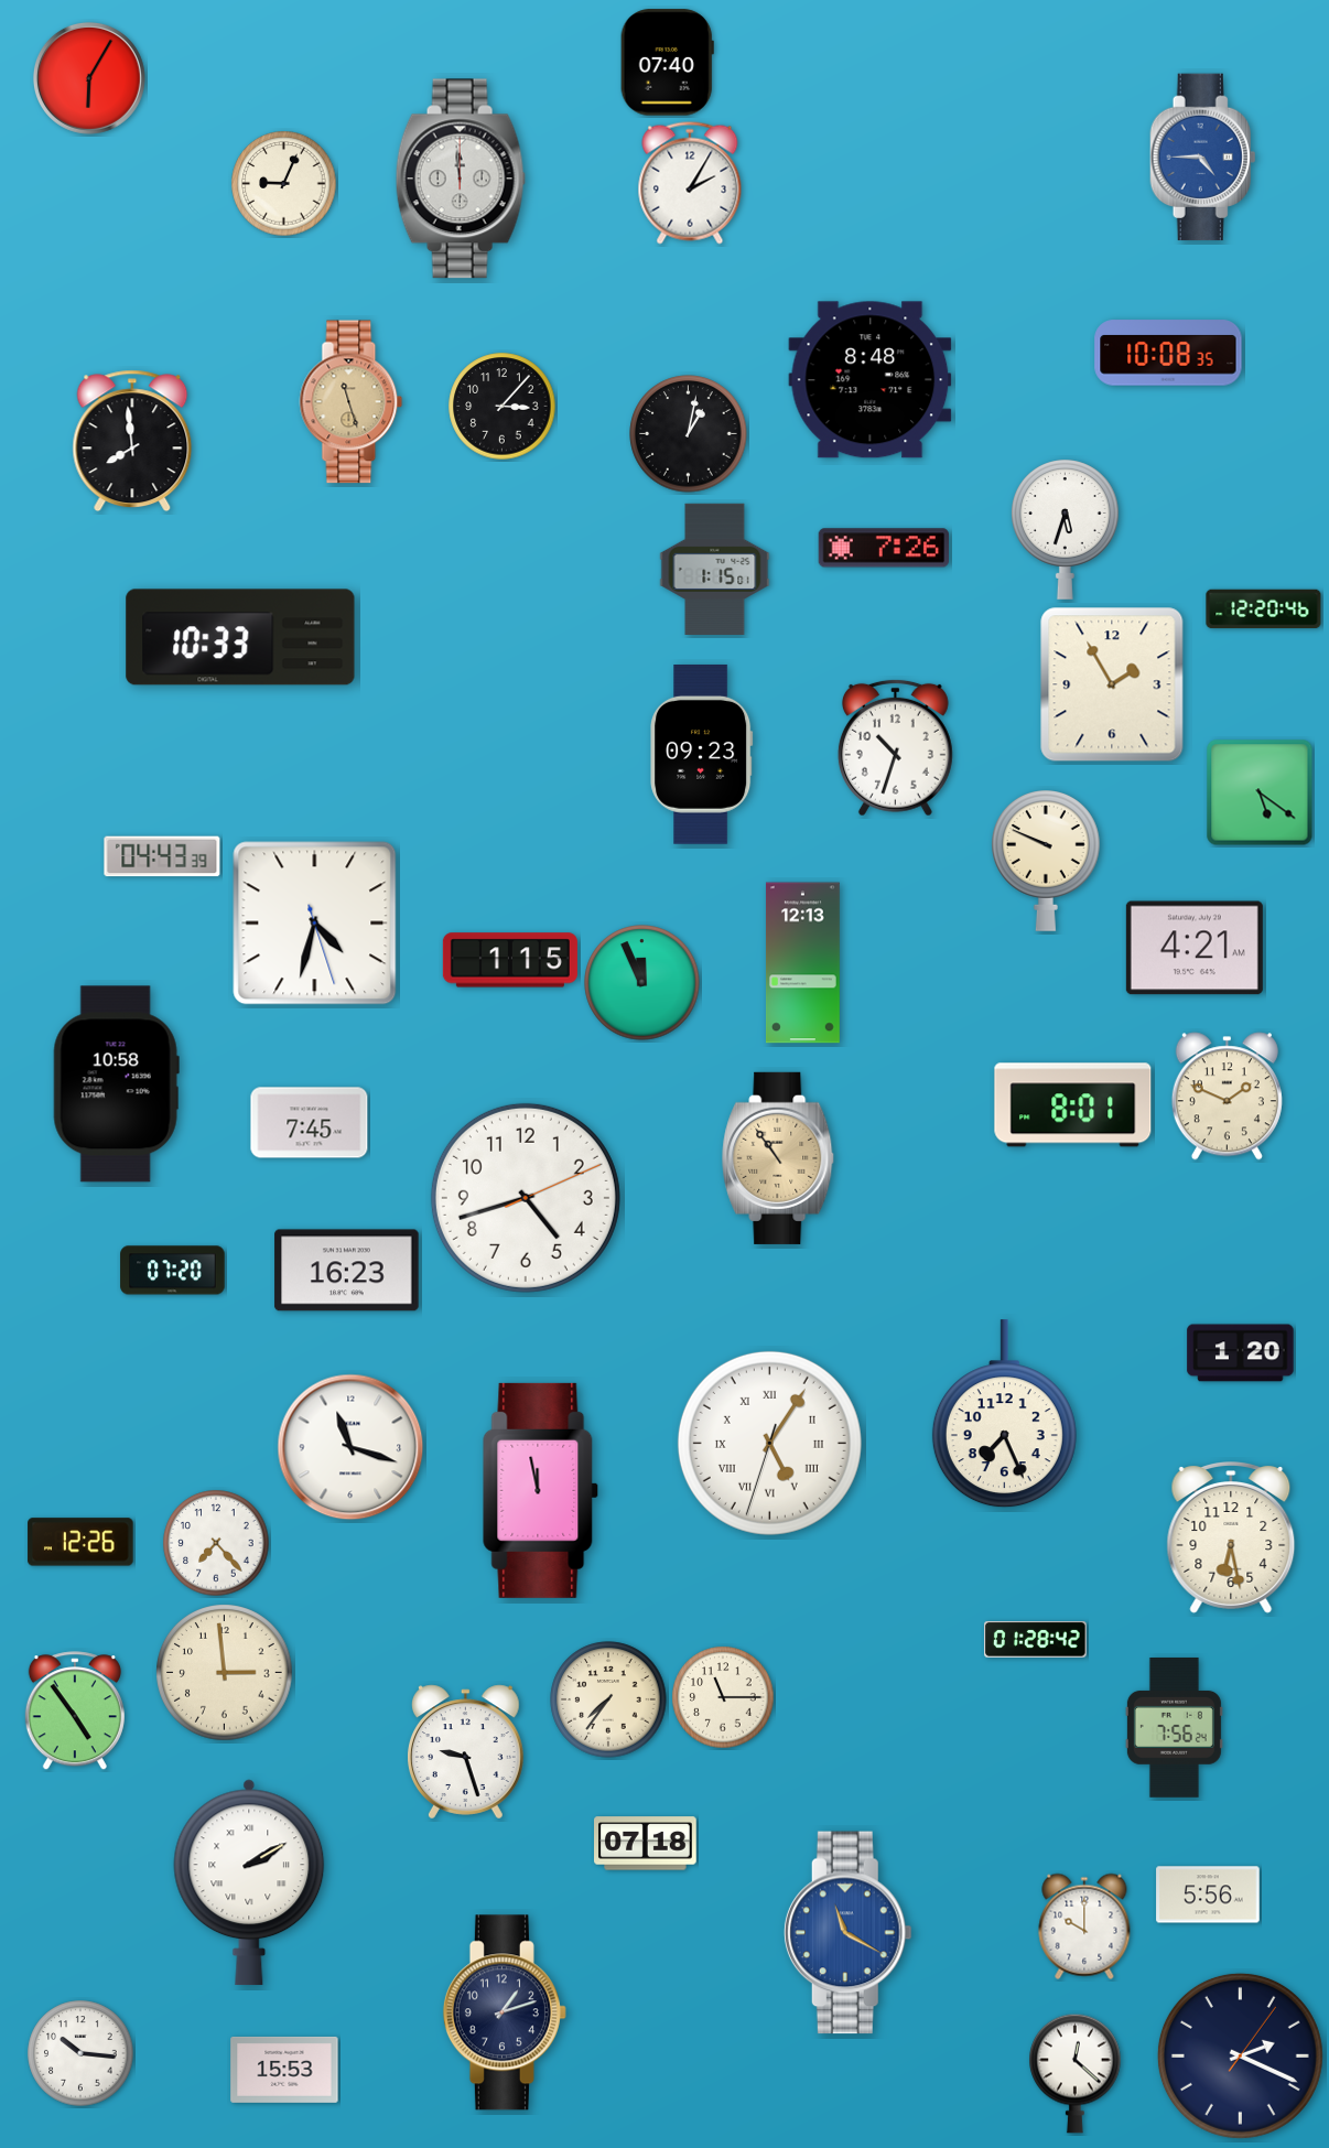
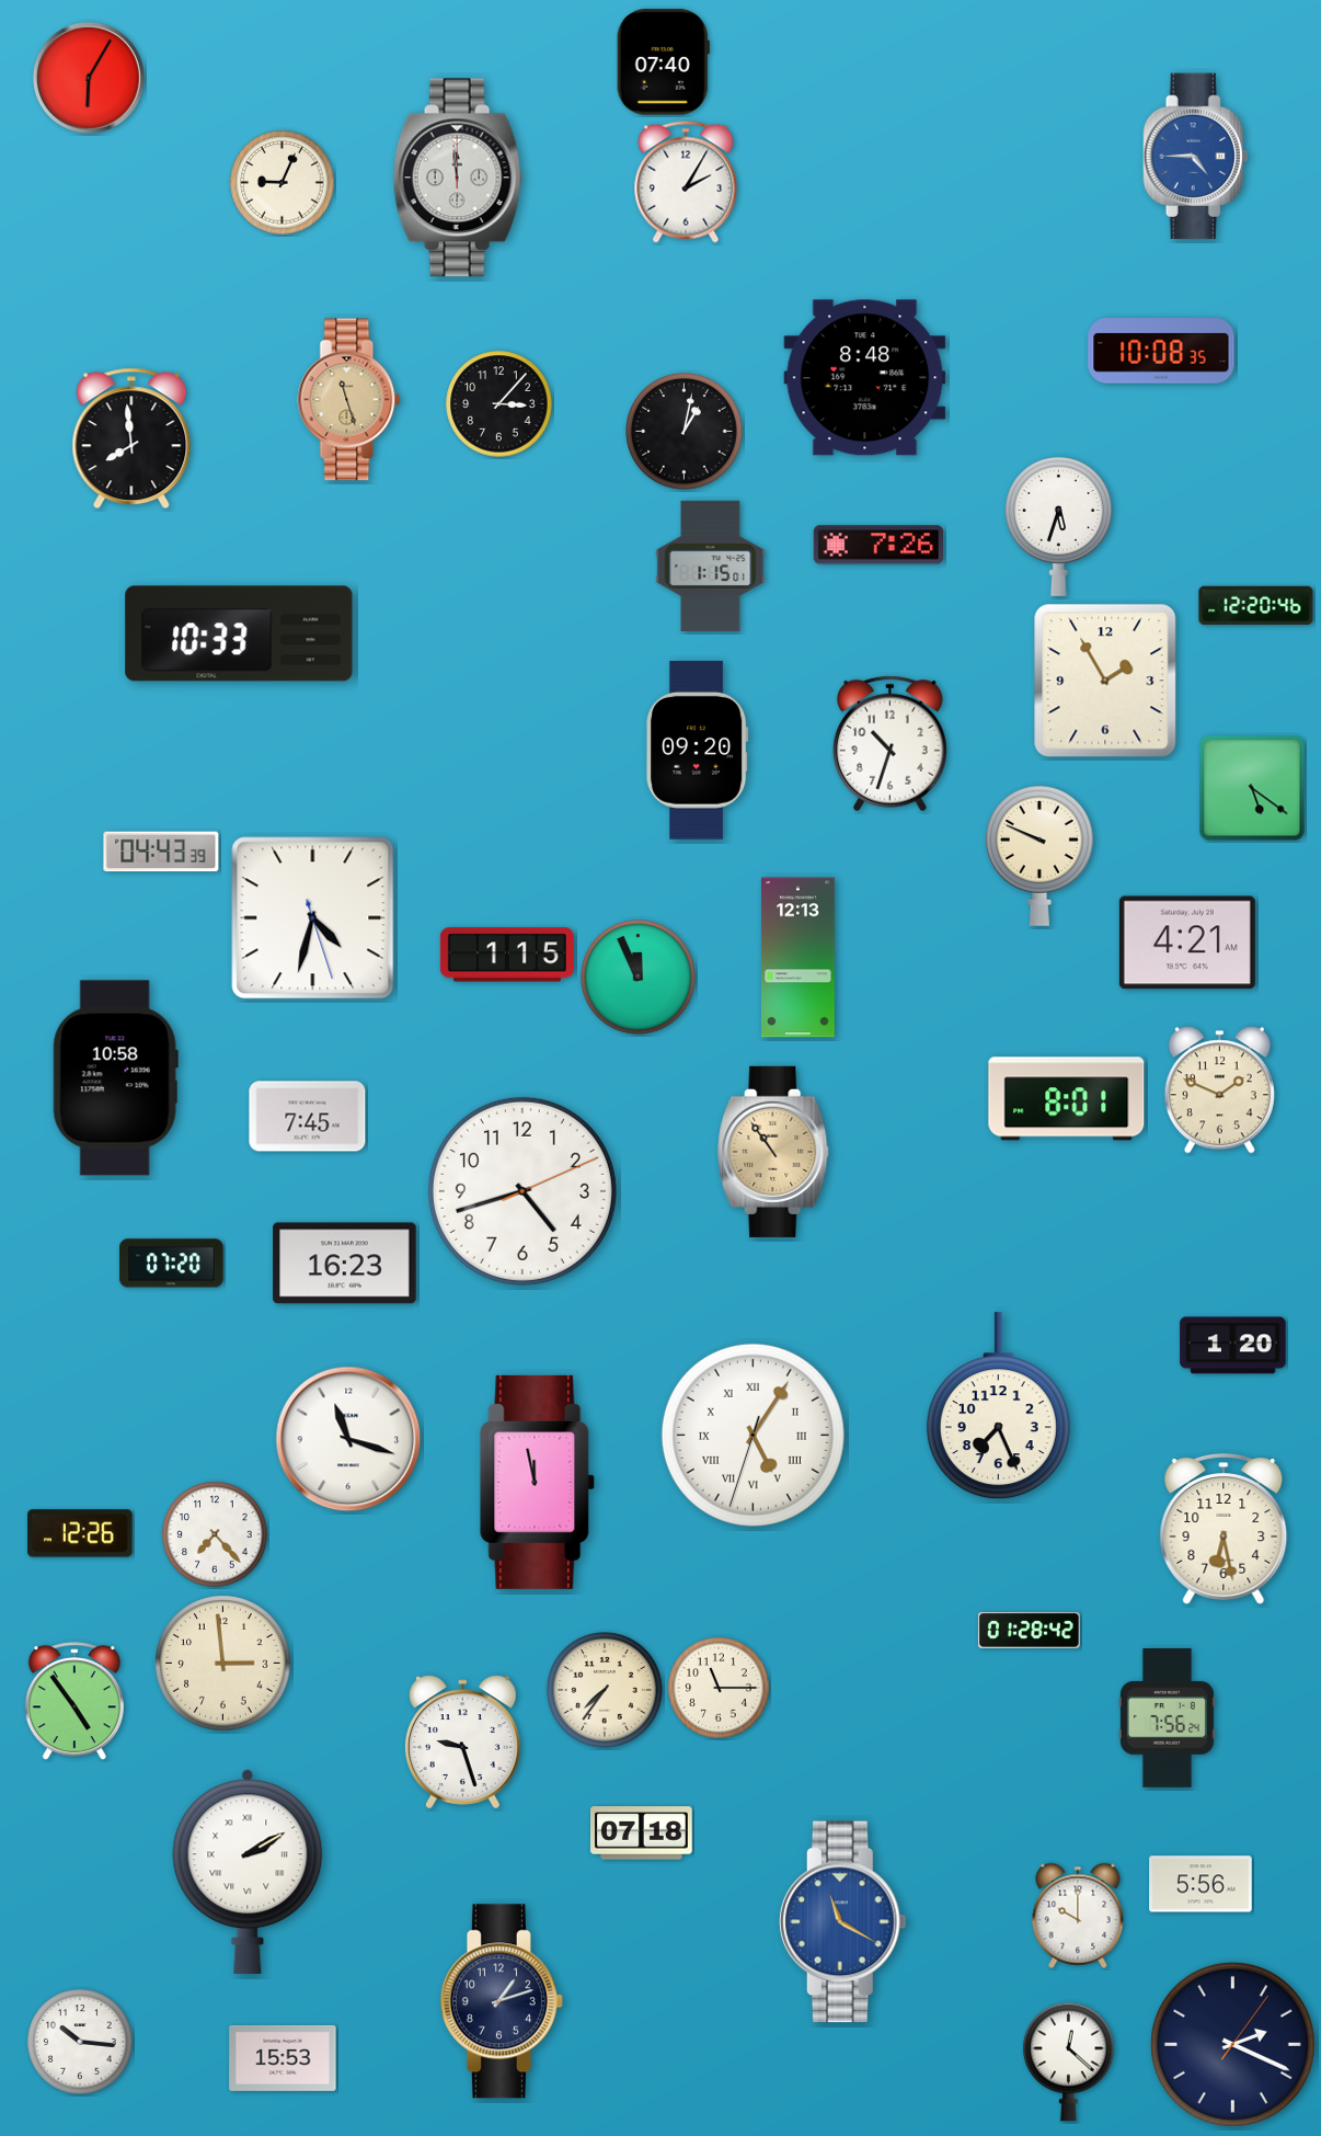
clock at (702, 754): 09:23 -> 09:20
clock at (769, 1443) position: (769, 1443) -> (753, 1435)
